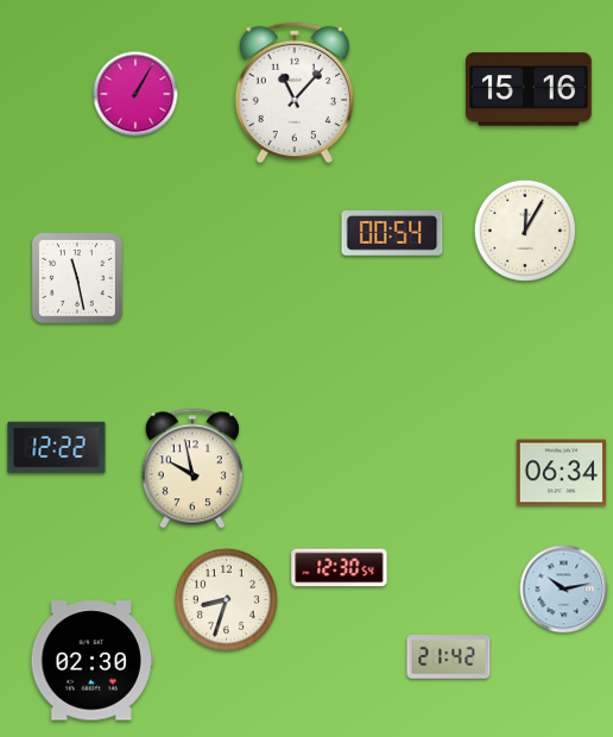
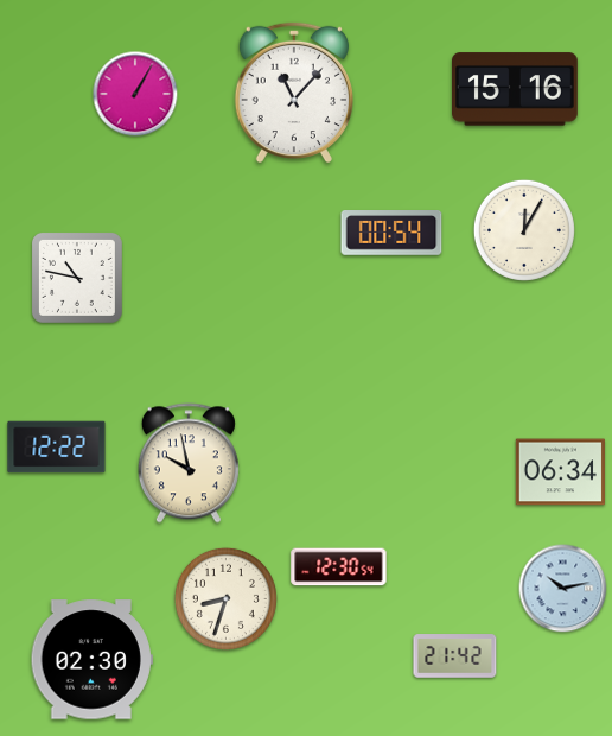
clock at (530, 89) position: (530, 89) -> (516, 89)
clock at (77, 278): 11:28 -> 10:47
clock at (192, 468) position: (192, 468) -> (189, 463)
clock at (449, 657) position: (449, 657) -> (455, 656)
